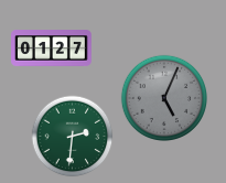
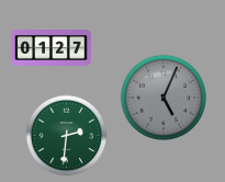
clock at (73, 137) position: (73, 137) -> (67, 136)
